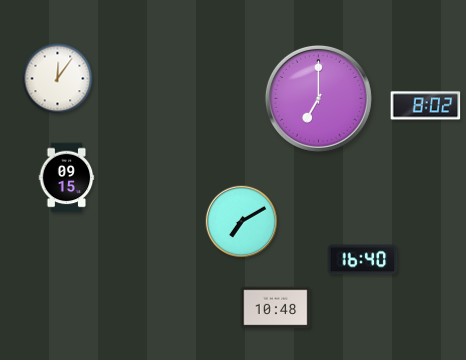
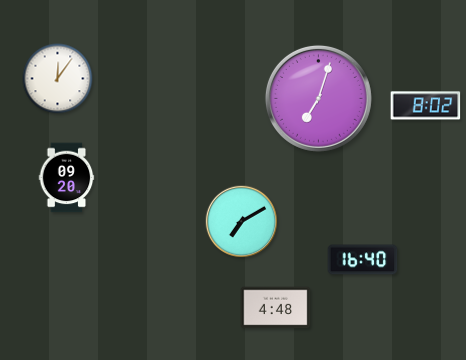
clock at (318, 98): 7:00 -> 7:03
clock at (67, 178): 09:15 -> 09:20
clock at (276, 308): 10:48 -> 4:48
